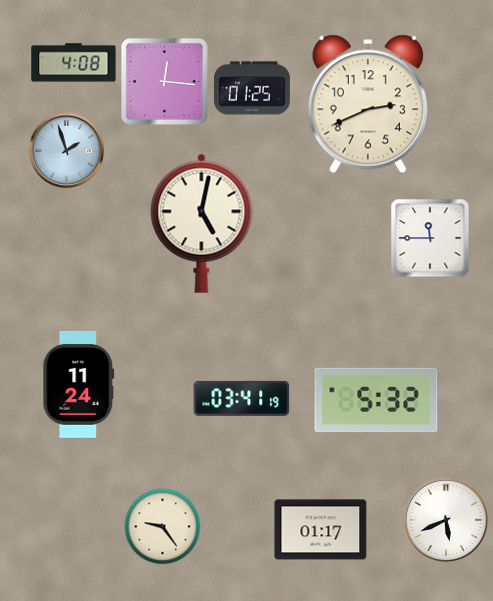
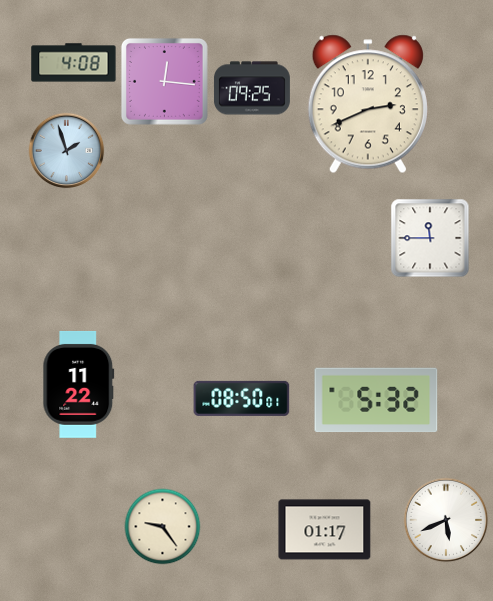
clock at (252, 88): 01:25 -> 09:25
clock at (202, 223): 5:02 -> none
clock at (79, 384): 11:24 -> 11:22
clock at (242, 398): 03:41 -> 08:50
clock at (321, 530) position: (321, 530) -> (325, 530)
